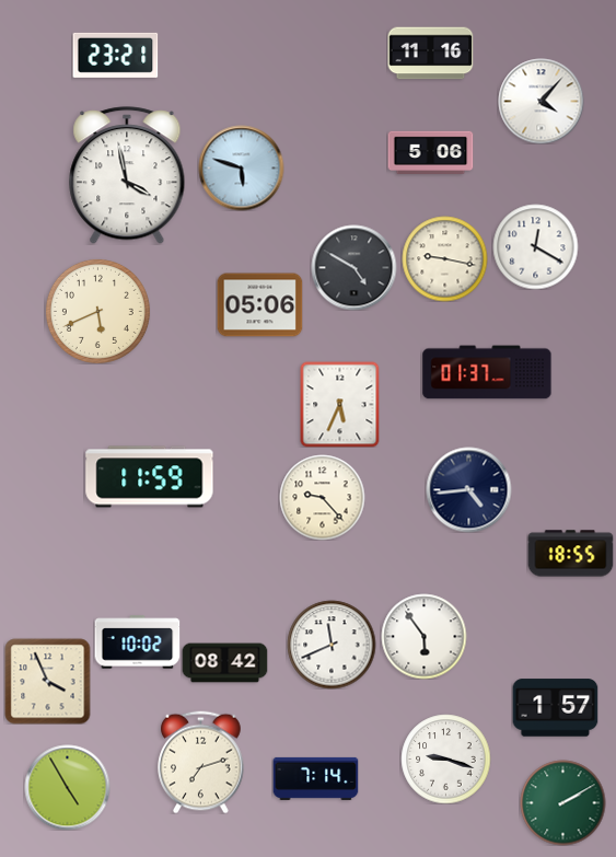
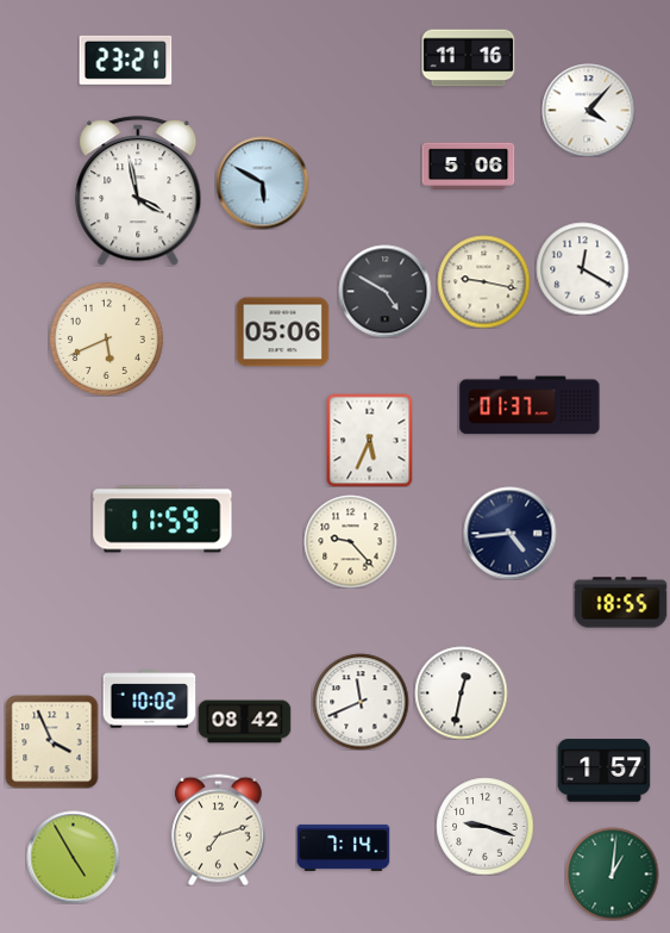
clock at (241, 167): 5:48 -> 5:50
clock at (423, 636): 5:54 -> 12:32
clock at (562, 802): 2:10 -> 1:01
